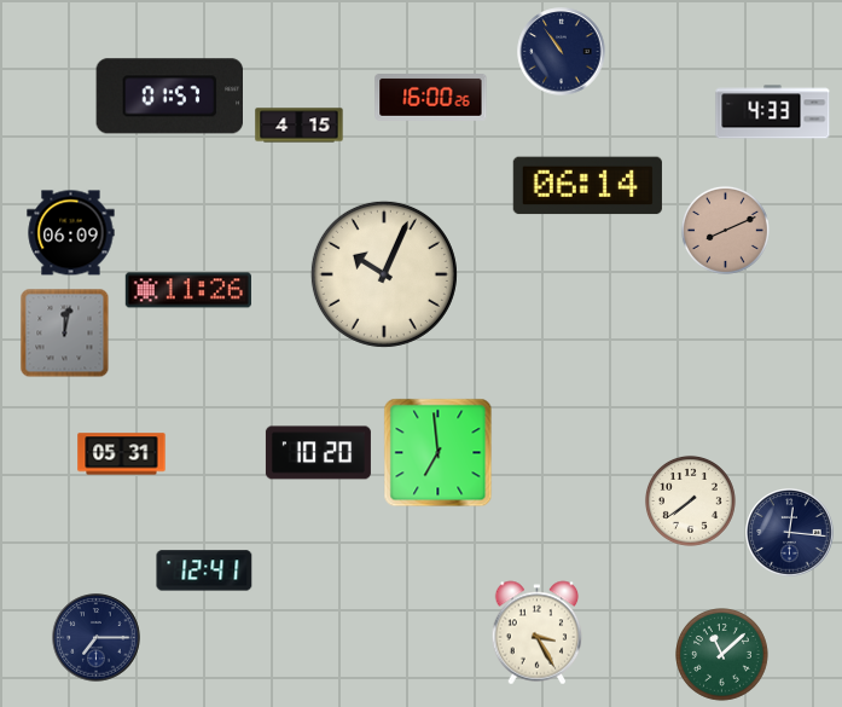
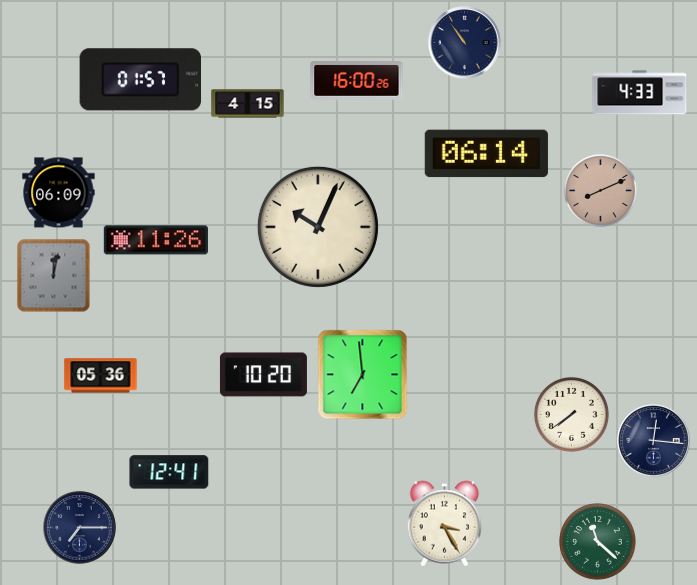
clock at (122, 454): 05:31 -> 05:36
clock at (722, 655): 11:08 -> 11:22
